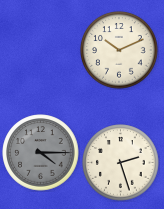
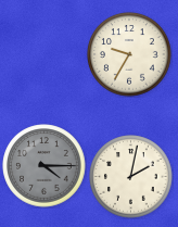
clock at (119, 50): 10:11 -> 9:35
clock at (121, 163): 2:27 -> 2:02
